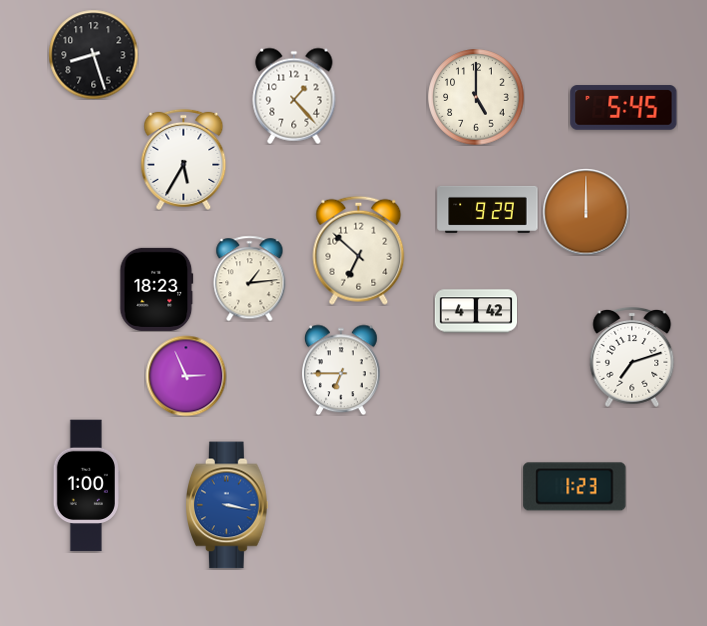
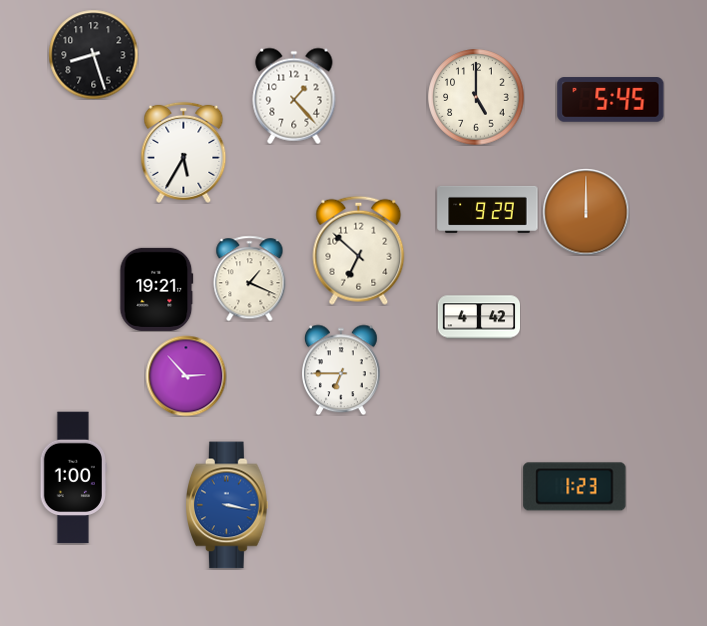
clock at (624, 108) position: (624, 108) -> (611, 100)
clock at (184, 159) position: (184, 159) -> (184, 152)
clock at (250, 278): 1:14 -> 1:19
clock at (157, 289): 18:23 -> 19:21
clock at (475, 311) position: (475, 311) -> (478, 317)
clock at (632, 358): 7:12 -> none
clock at (186, 376): 2:56 -> 2:53
clock at (86, 486) position: (86, 486) -> (73, 478)
